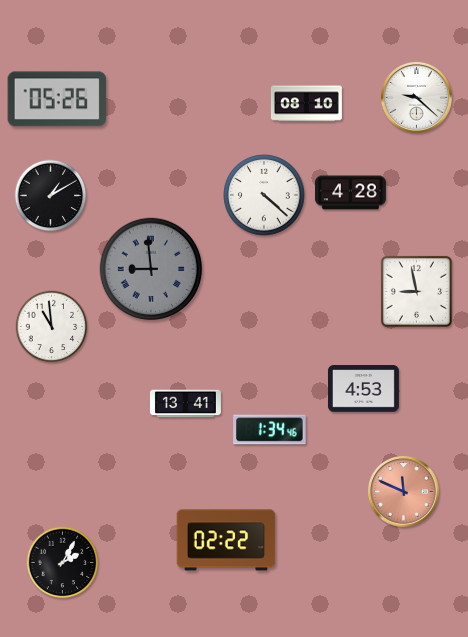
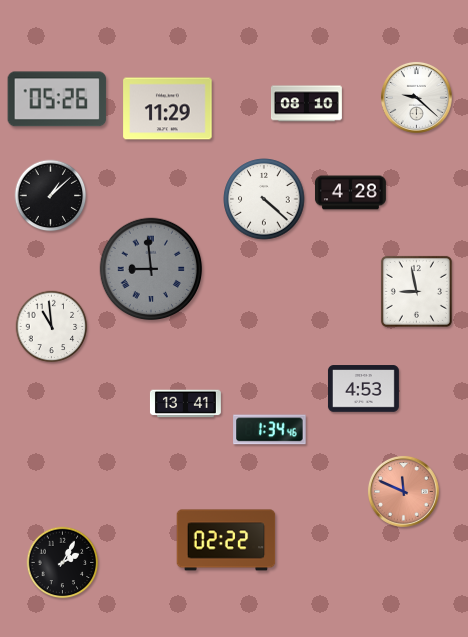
clock at (168, 109): none -> 11:29
clock at (264, 195) position: (264, 195) -> (264, 199)
clock at (51, 196): 1:10 -> 1:08
